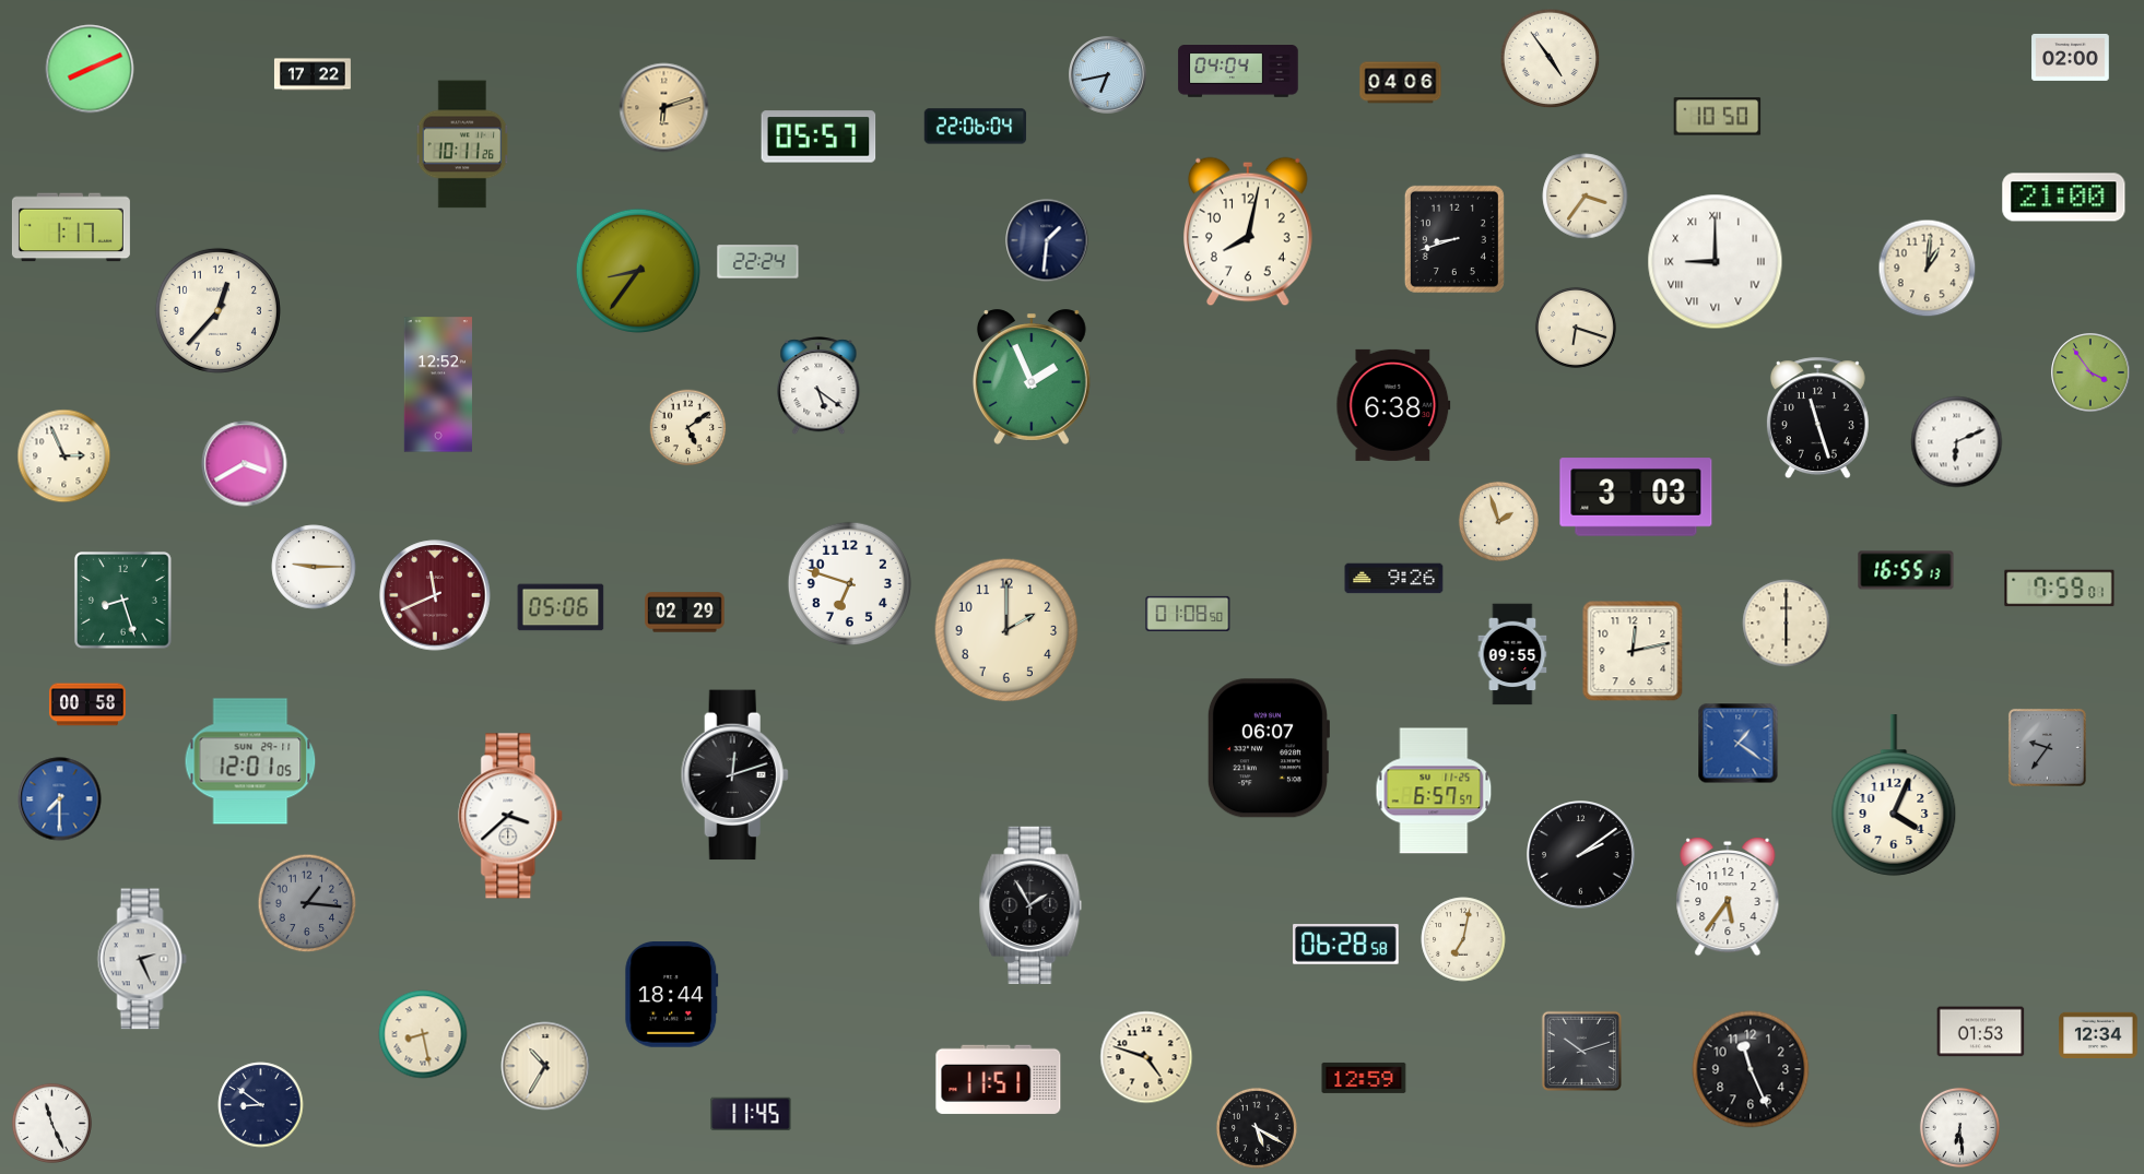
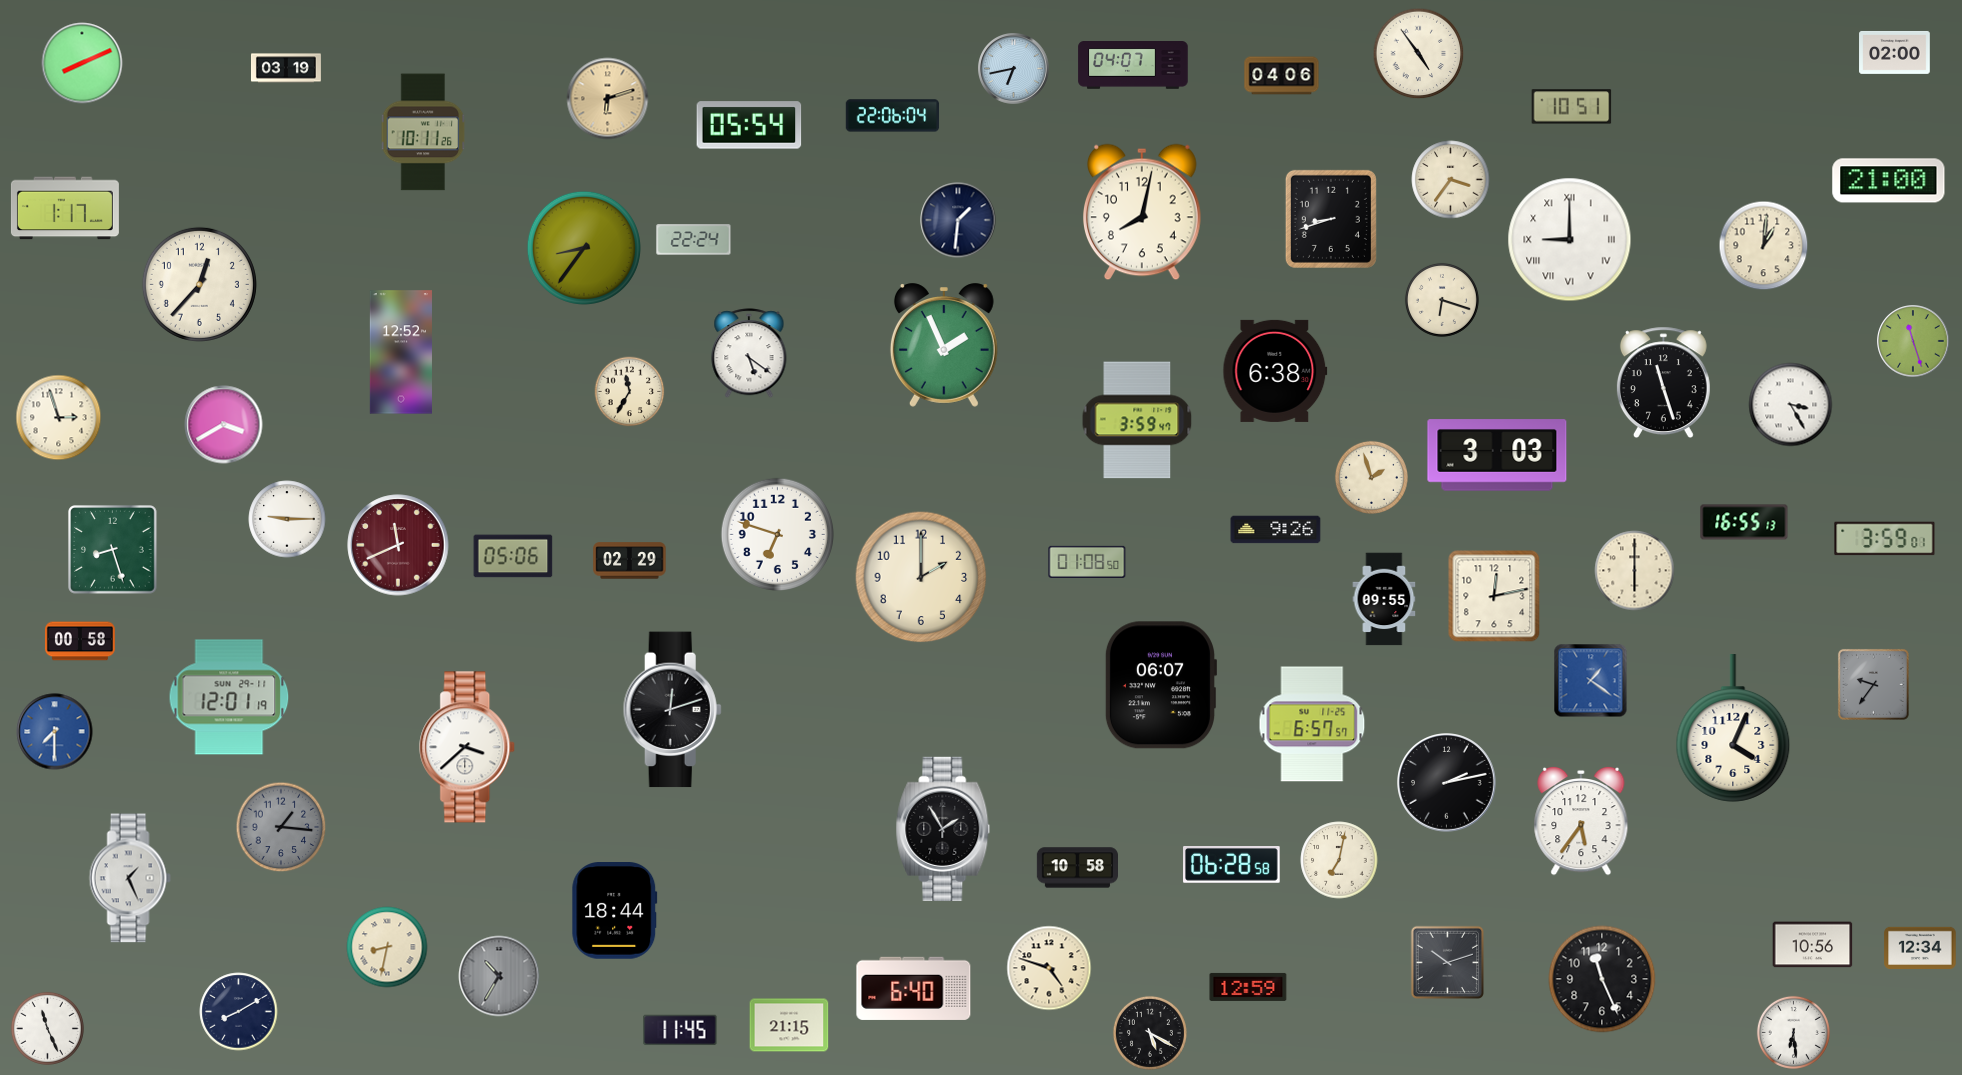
clock at (1238, 72): 04:04 -> 04:07
clock at (313, 74): 17:22 -> 03:19
clock at (1718, 117): 10:50 -> 10:51
clock at (818, 137): 05:57 -> 05:54
clock at (2090, 372): 3:54 -> 11:27
clock at (688, 428): 5:09 -> 11:35
clock at (1957, 442): 6:11 -> 3:25
clock at (64, 456): 2:56 -> 2:57
clock at (1137, 420): none -> 3:59
clock at (2060, 589): 7:59 -> 3:59
clock at (685, 613) position: (685, 613) -> (630, 561)
clock at (87, 704) position: (87, 704) -> (80, 641)
clock at (250, 761): 12:01:05 -> 12:01:19
clock at (1581, 855): 2:09 -> 2:13
clock at (1077, 868): none -> 10:58
clock at (142, 959): 2:26 -> 1:26
clock at (1981, 1032): 01:53 -> 10:56
clock at (423, 1034): 8:28 -> 8:32
clock at (545, 1066) dial: cream -> grey
clock at (999, 1079): 11:51 -> 6:40
clock at (261, 1105): 8:51 -> 8:10
clock at (751, 1114) position: (751, 1114) -> (680, 1030)
clock at (789, 1025): none -> 21:15
